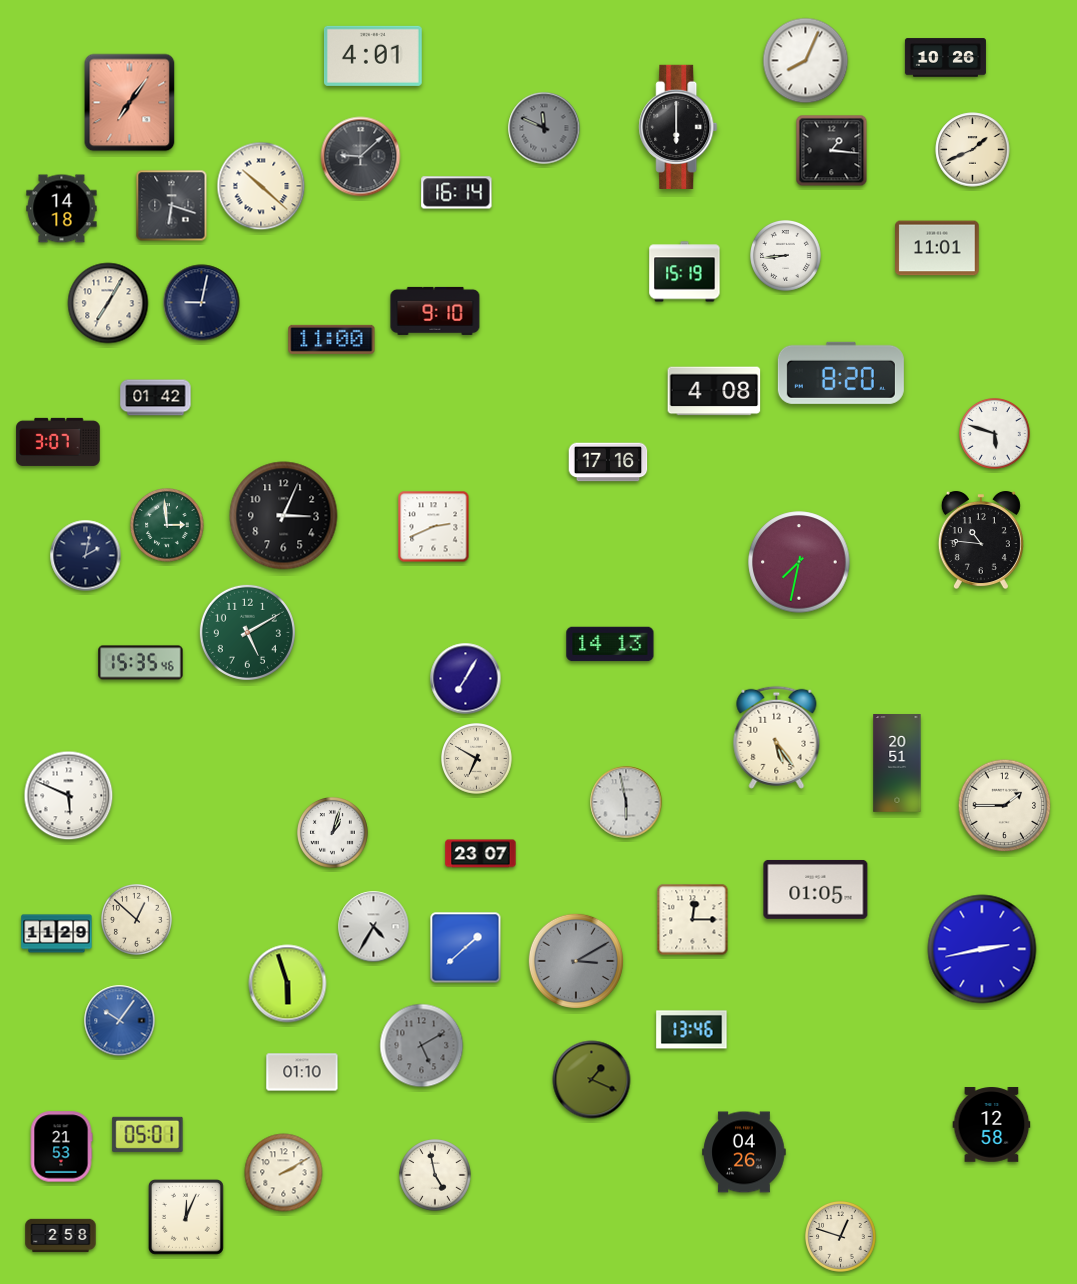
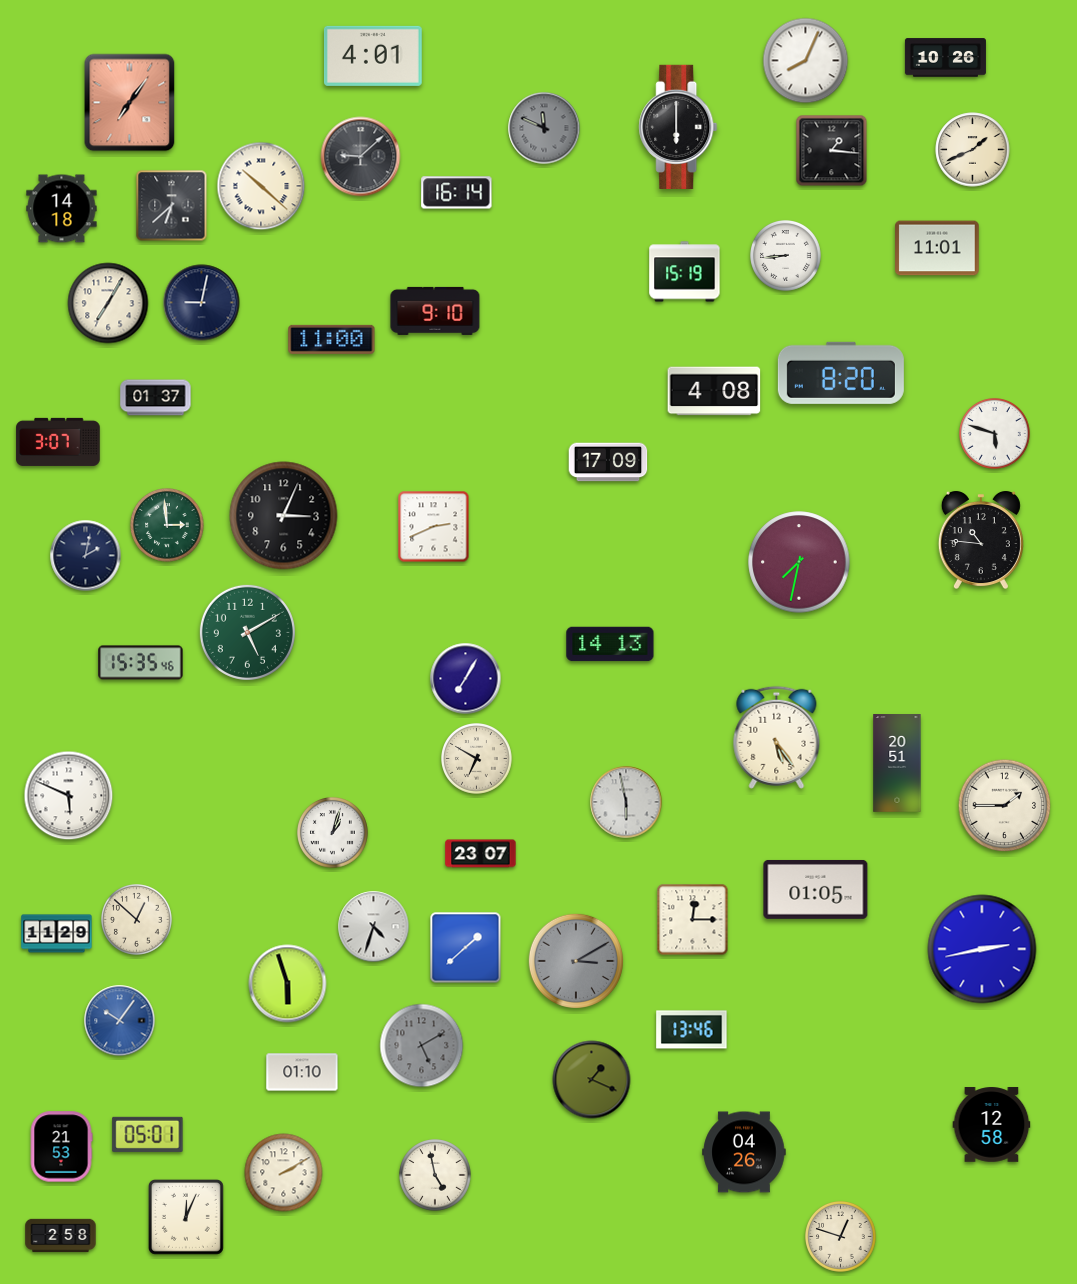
clock at (172, 206): 6:18 -> 6:38
clock at (156, 398): 01:42 -> 01:37
clock at (608, 462): 17:16 -> 17:09
clock at (374, 927): 4:35 -> 4:33
